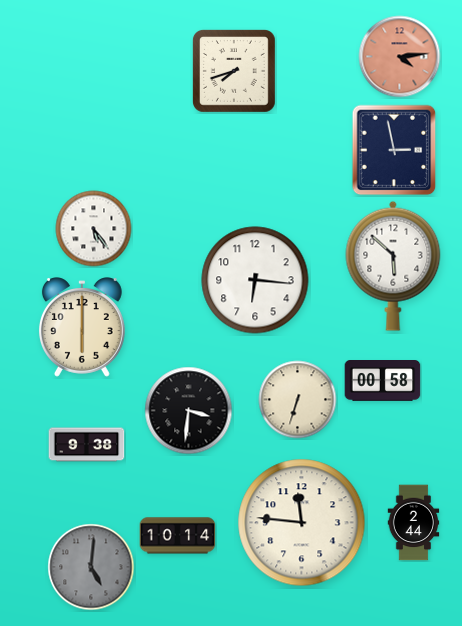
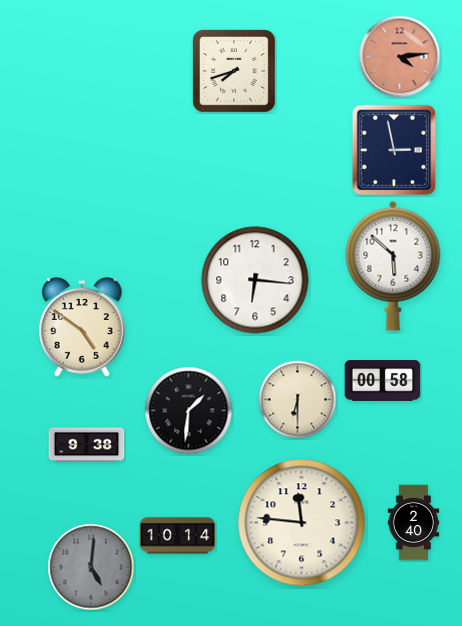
clock at (94, 229): 5:24 -> none
clock at (82, 327): 6:00 -> 4:51
clock at (298, 400): 6:33 -> 6:30
clock at (189, 411): 3:31 -> 1:31
clock at (414, 523): 2:44 -> 2:40
